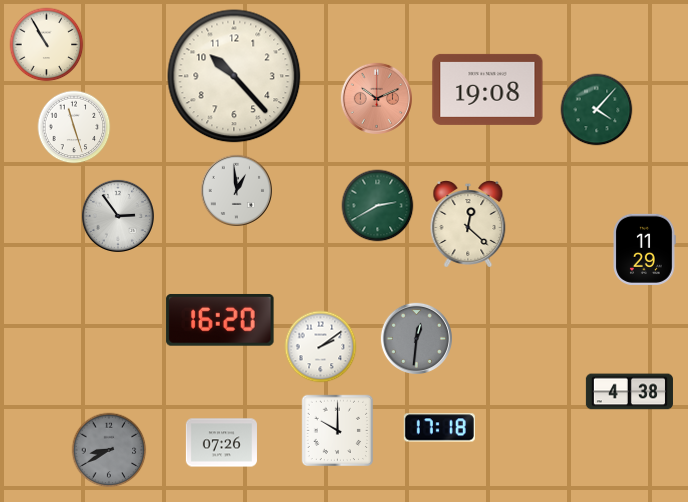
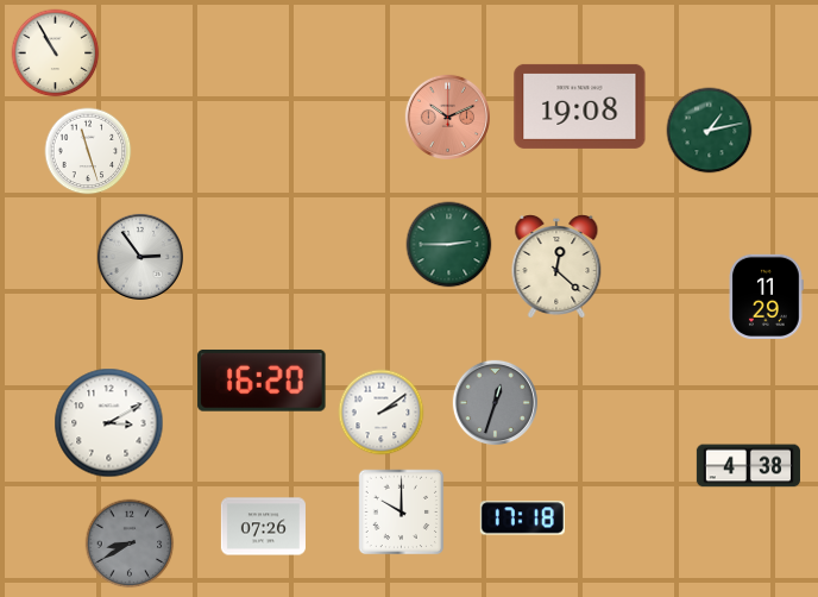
clock at (234, 76): 10:23 -> none
clock at (597, 110): 4:07 -> 1:13
clock at (236, 190): 12:59 -> none
clock at (378, 206): 2:40 -> 2:45
clock at (416, 338): 12:31 -> 12:33
clock at (109, 423): none -> 3:10
clock at (439, 428) position: (439, 428) -> (522, 519)
clock at (109, 450) position: (109, 450) -> (130, 543)
